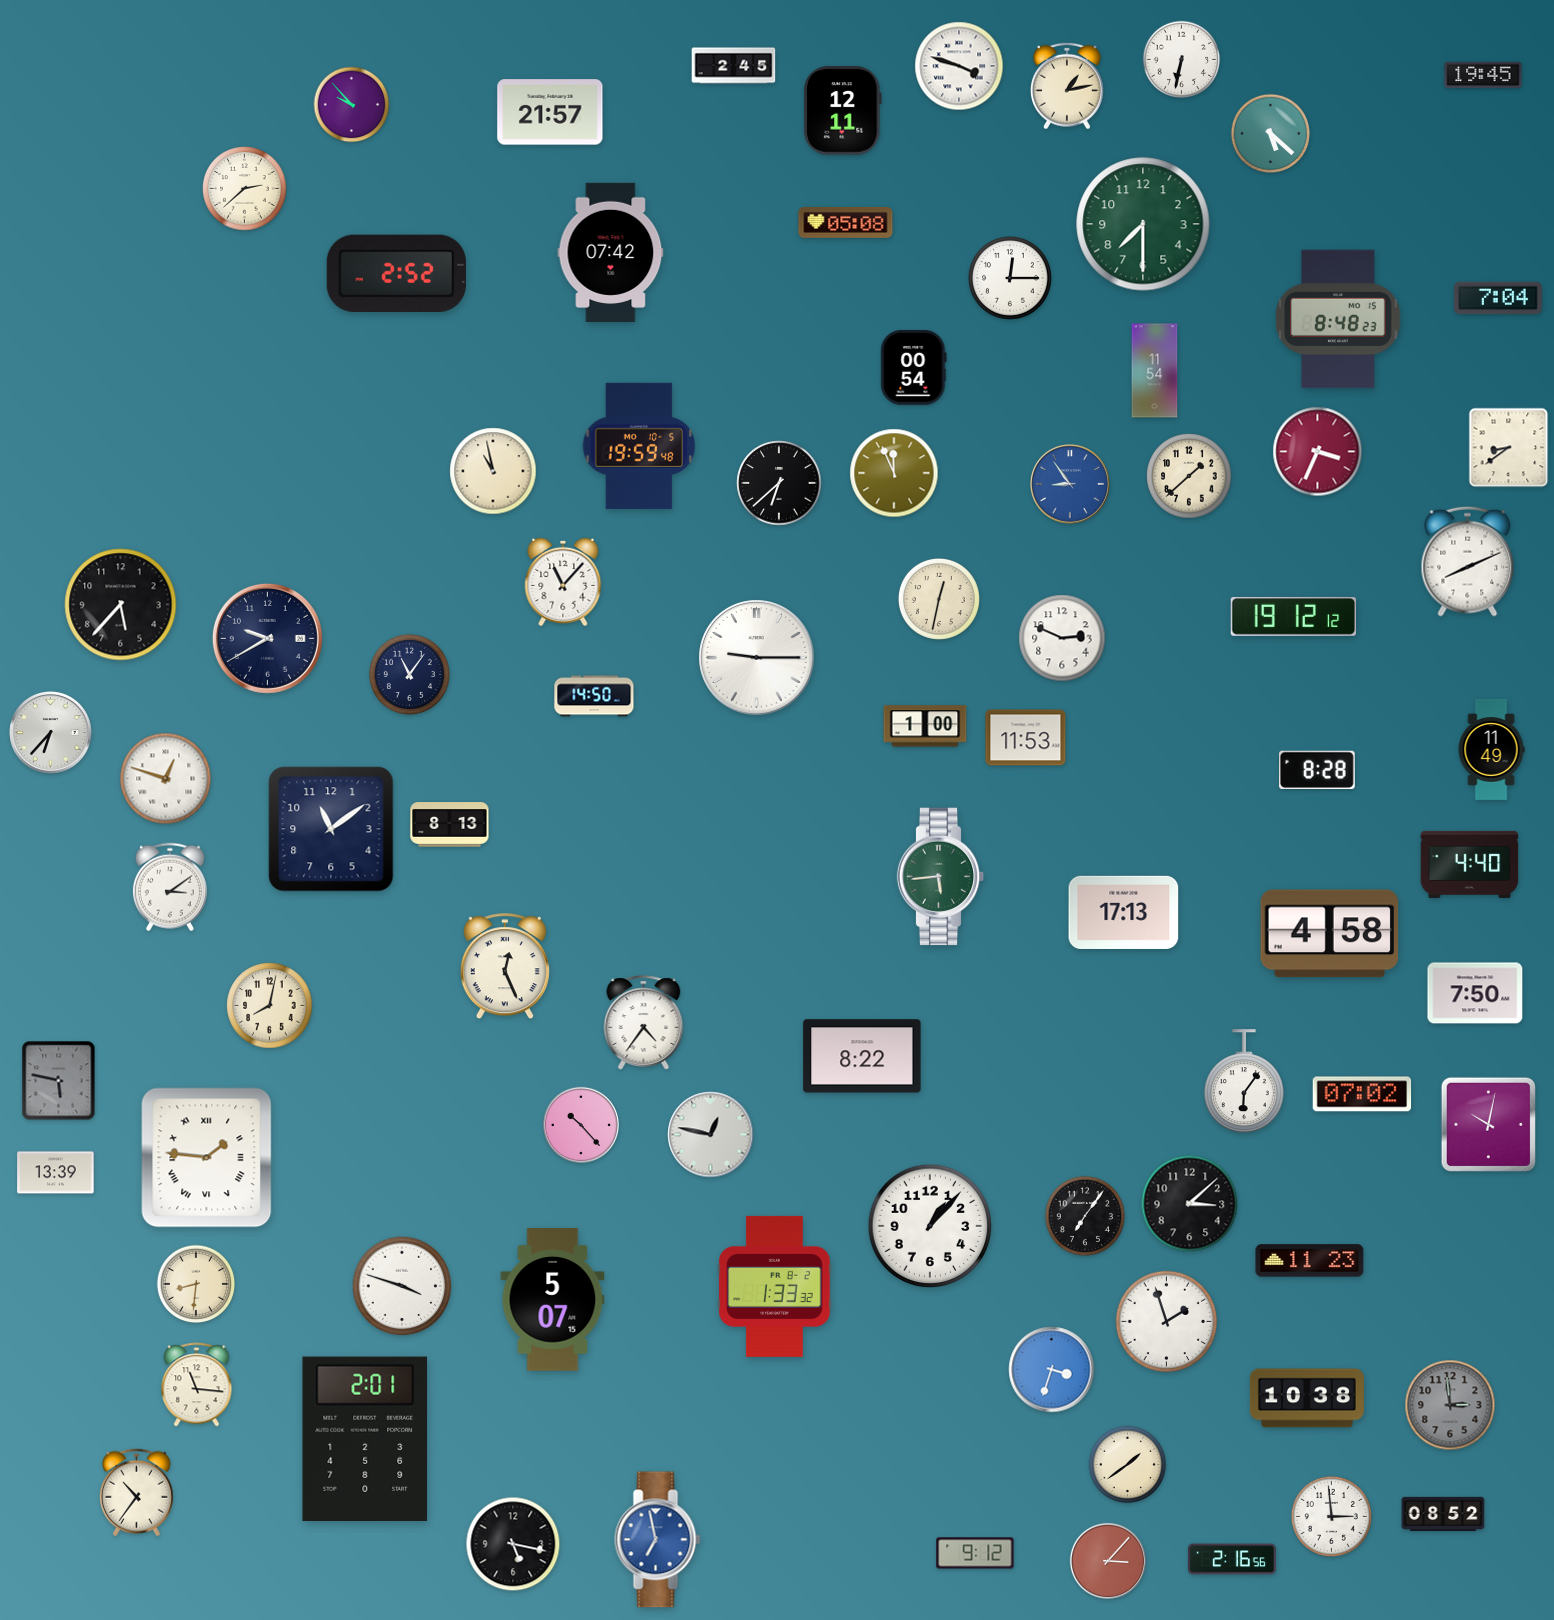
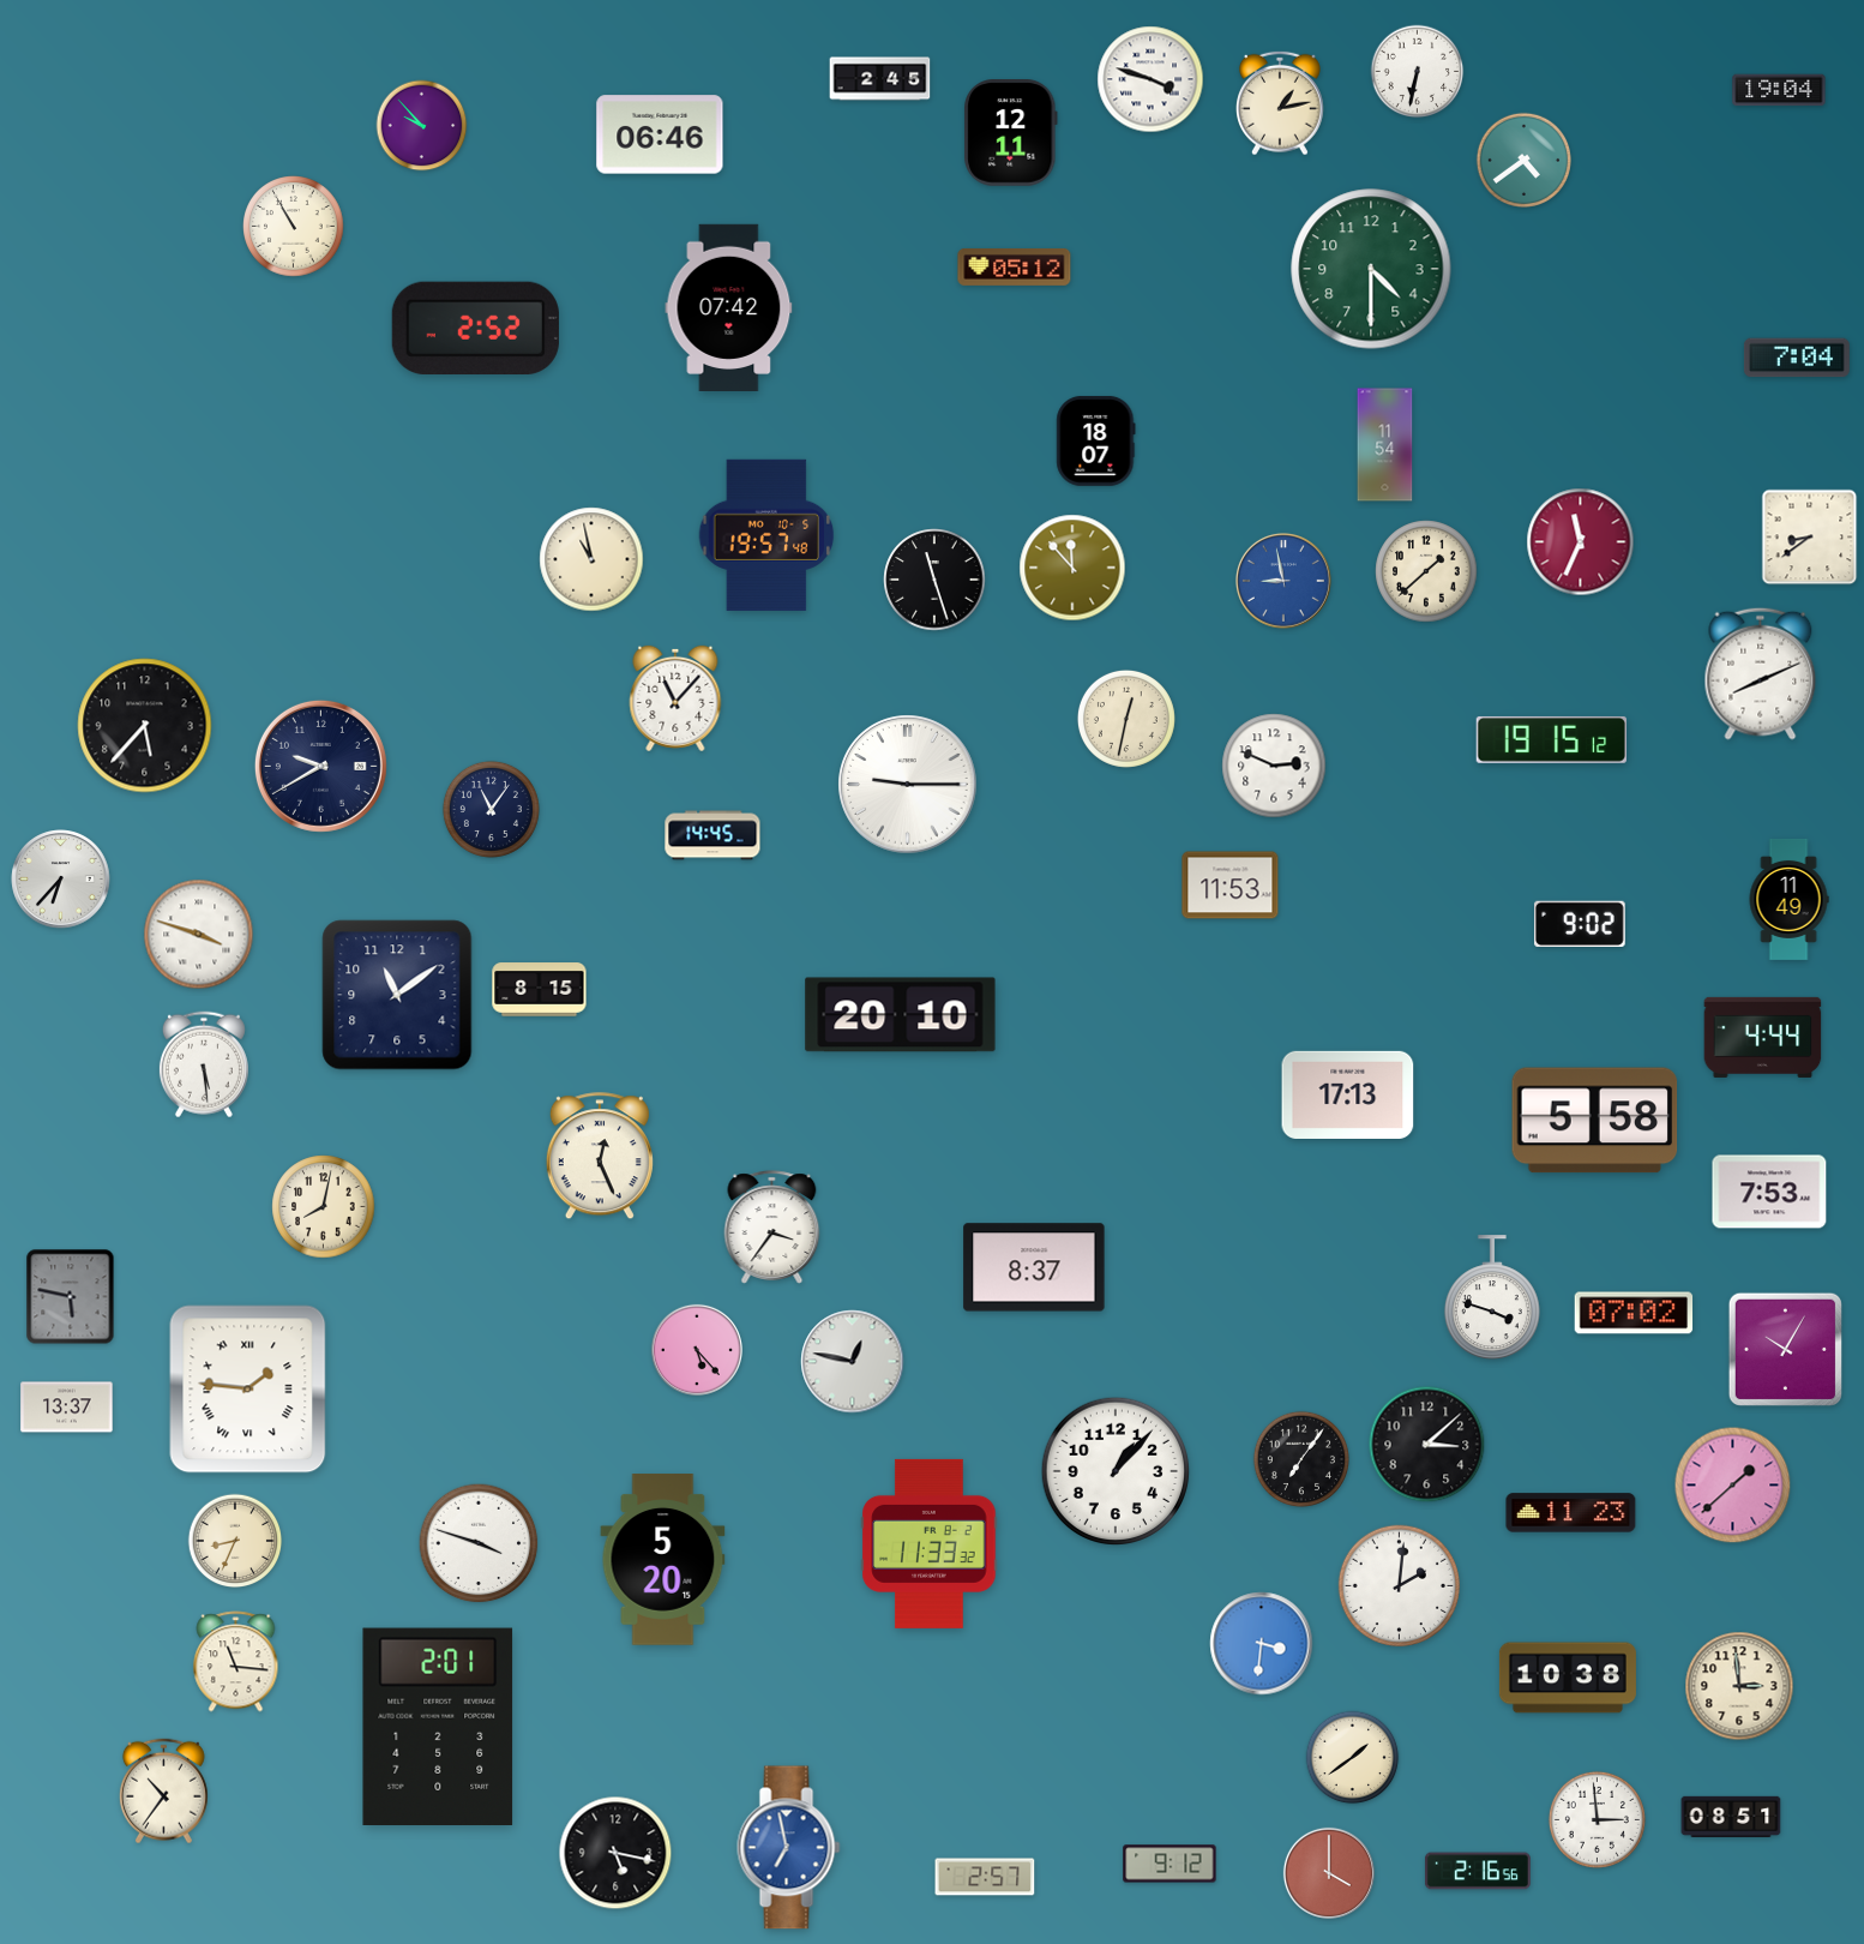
clock at (1483, 75): 19:45 -> 19:04
clock at (550, 112): 21:57 -> 06:46
clock at (1270, 133): 5:22 -> 4:39
clock at (245, 189): 2:38 -> 10:55
clock at (846, 222): 05:08 -> 05:12
clock at (1143, 224): 7:30 -> 4:30
clock at (611, 252) position: (611, 252) -> (729, 307)
clock at (1011, 279): 12:15 -> none
clock at (1338, 319): 8:48 -> none
clock at (914, 367): 00:54 -> 18:07
clock at (639, 446): 19:59 -> 19:57
clock at (1318, 452): 3:34 -> 11:34
clock at (493, 471) position: (493, 471) -> (591, 559)
clock at (894, 473): 11:56 -> 11:53
clock at (779, 483): 6:38 -> 11:27
clock at (1070, 484): 8:54 -> 8:58
clock at (1294, 616): 19:12 -> 19:15
clock at (757, 658) position: (757, 658) -> (908, 785)
clock at (594, 696): 14:50 -> 14:45
clock at (925, 726): 1:00 -> none
clock at (1318, 769): 8:28 -> 9:02
clock at (166, 779): 12:48 -> 3:48
clock at (450, 825): 8:13 -> 8:15
clock at (901, 1015): none -> 20:10
clock at (1470, 864): 4:40 -> 4:44
clock at (941, 877): 5:44 -> none
clock at (170, 887): 3:09 -> 5:29
clock at (1330, 934): 4:58 -> 5:58
clock at (505, 967) position: (505, 967) -> (600, 1157)
clock at (1475, 993): 7:50 -> 7:53
clock at (644, 1023): 4:36 -> 3:36
clock at (862, 1056): 8:22 -> 8:37
clock at (1244, 1082): 6:06 -> 3:48
clock at (1488, 1124): 10:02 -> 10:05
clock at (581, 1125): 10:23 -> 5:23
clock at (56, 1173): 13:39 -> 13:37
clock at (1733, 1486): none -> 1:38
clock at (196, 1284): 8:31 -> 8:34
clock at (402, 1286) position: (402, 1286) -> (479, 1543)
clock at (775, 1286): 1:33 -> 11:33
clock at (553, 1300): 5:07 -> 5:20
clock at (1166, 1321): 1:57 -> 2:01
clock at (1052, 1370): 3:33 -> 3:31
clock at (1450, 1405) dial: grey -> cream
clock at (1443, 1514): 08:52 -> 08:51
clock at (1108, 1561): 3:07 -> 4:00
clock at (985, 1877): none -> 2:57
